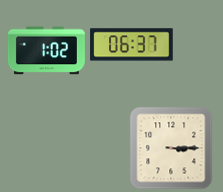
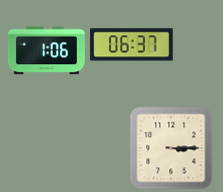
clock at (46, 51): 1:02 -> 1:06
